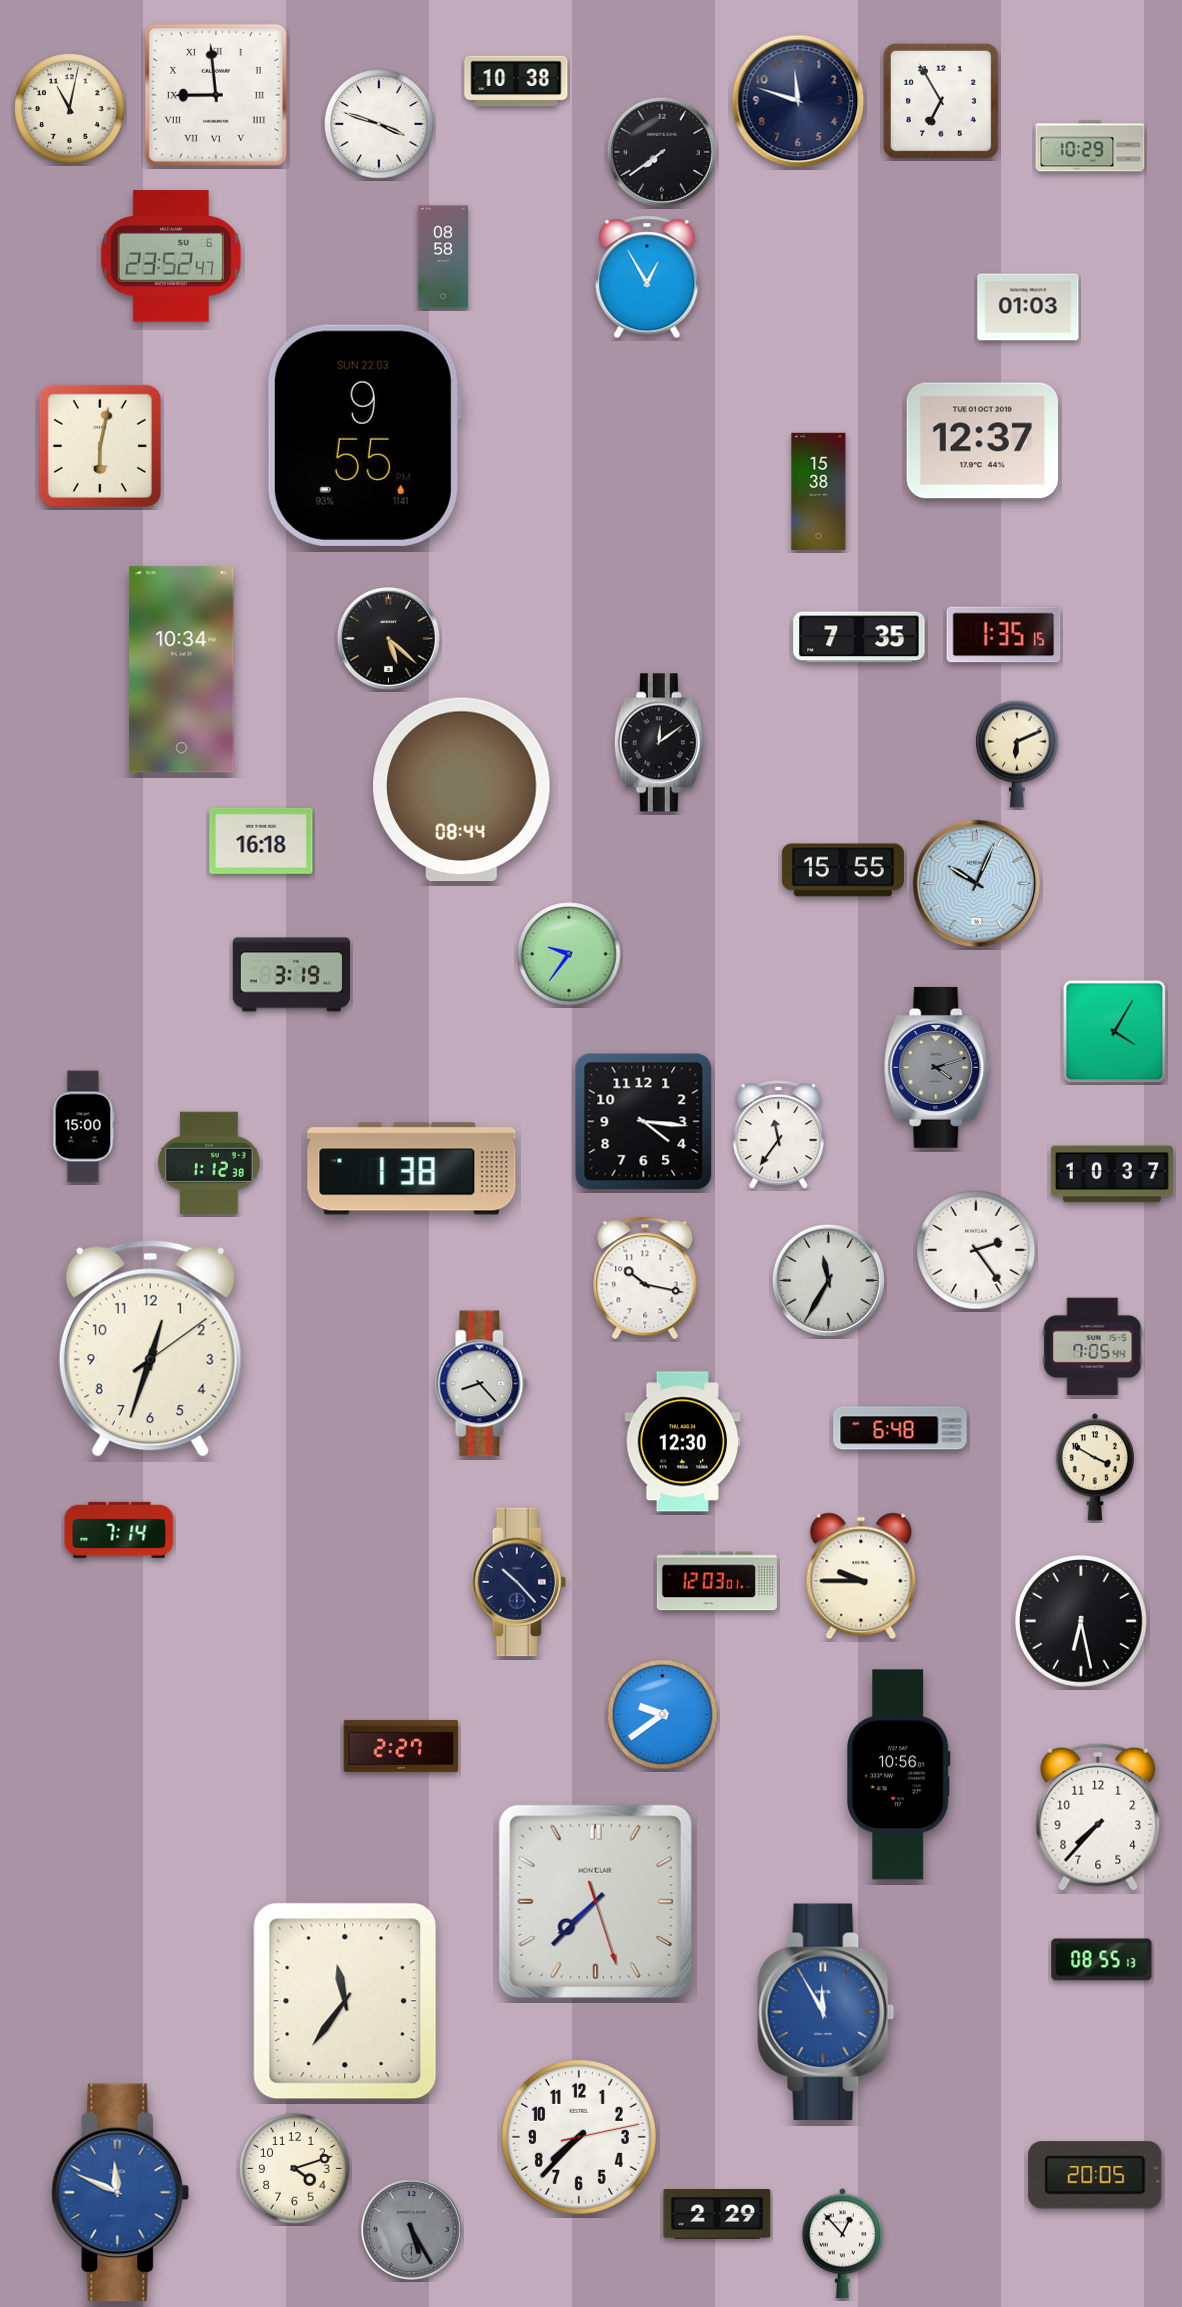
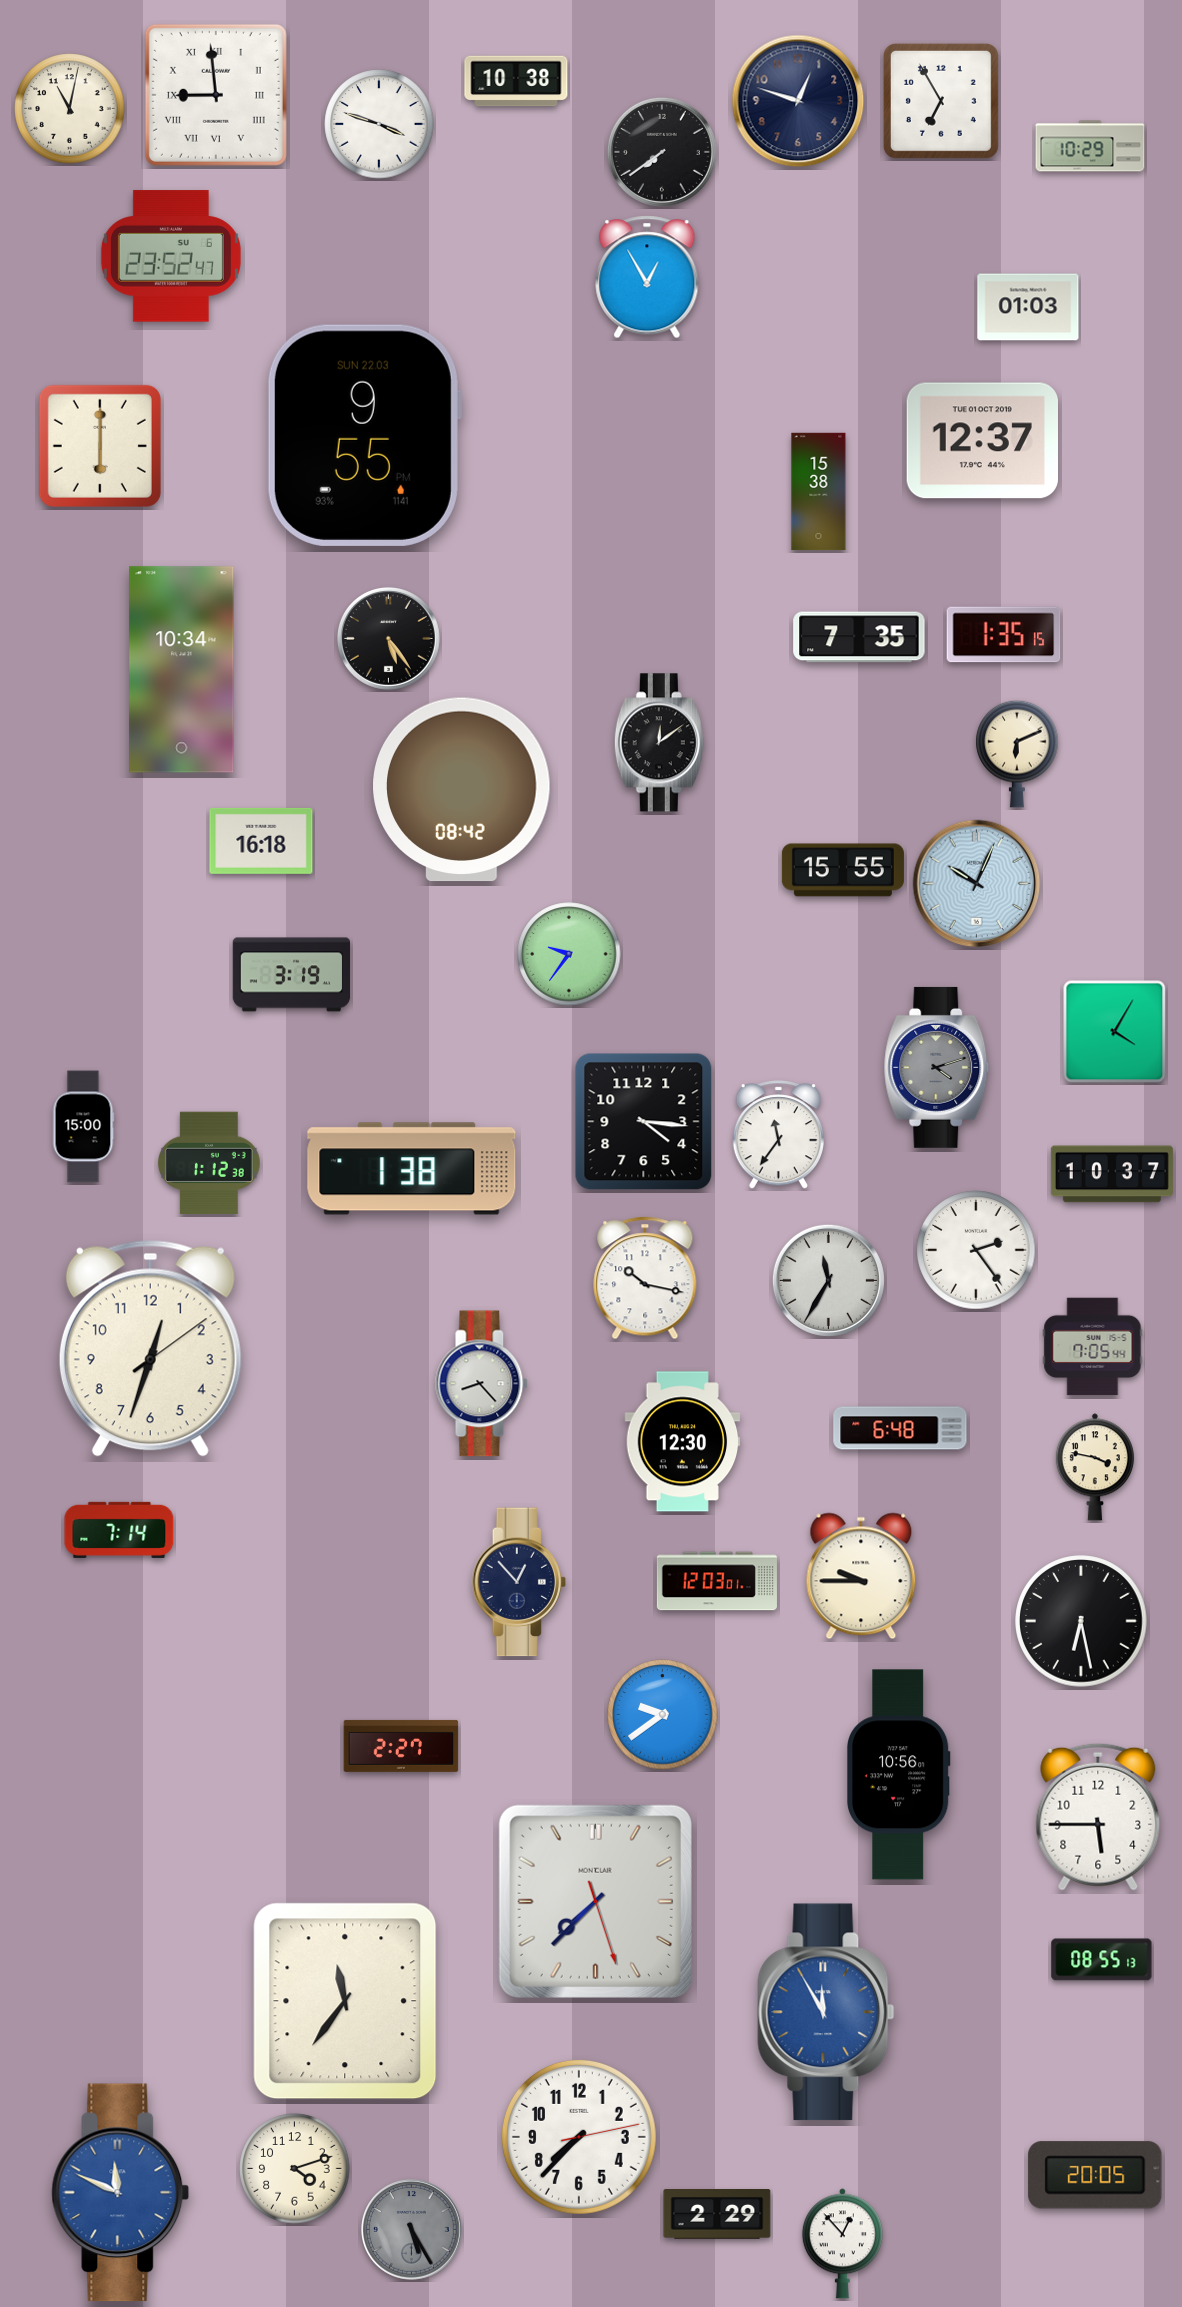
clock at (798, 101): 11:48 -> 12:48
clock at (443, 257): 08:58 -> none
clock at (100, 446): 6:02 -> 6:00
clock at (389, 639): 5:22 -> 5:24
clock at (462, 790): 08:44 -> 08:42
clock at (1095, 1467): 3:50 -> 3:47
clock at (518, 1582): 10:23 -> 12:53
clock at (1098, 1817): 7:37 -> 5:45
